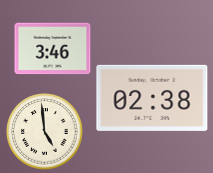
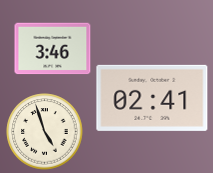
clock at (152, 98): 02:38 -> 02:41
clock at (45, 132): 4:59 -> 4:57
